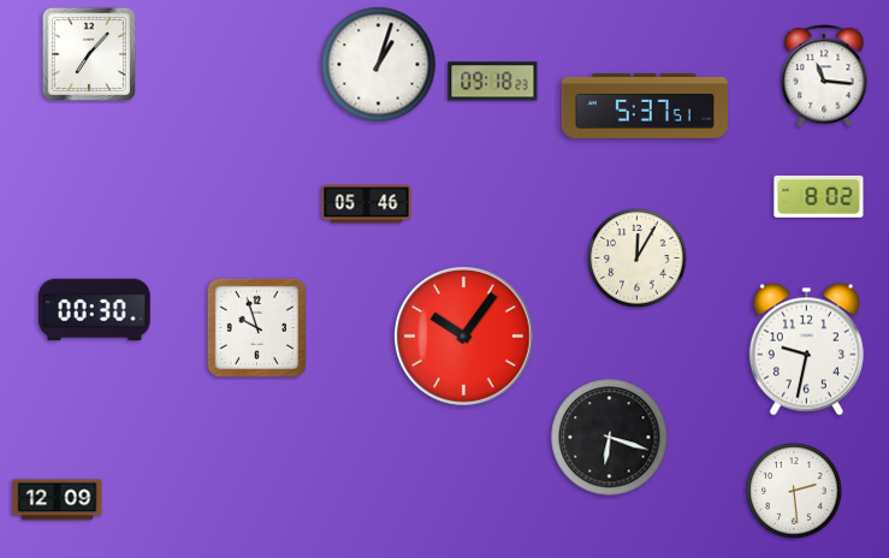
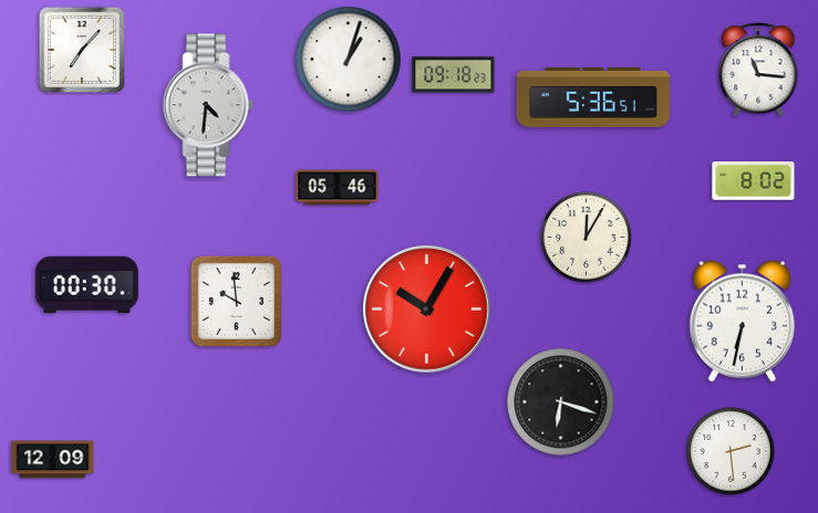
clock at (645, 106): 5:37 -> 5:36
clock at (208, 105): none -> 4:31
clock at (256, 327): 9:57 -> 9:59
clock at (464, 337): 10:06 -> 10:05
clock at (806, 350): 9:32 -> 6:32
